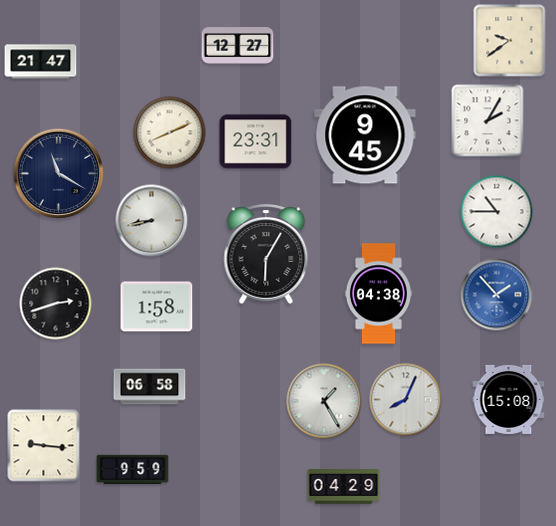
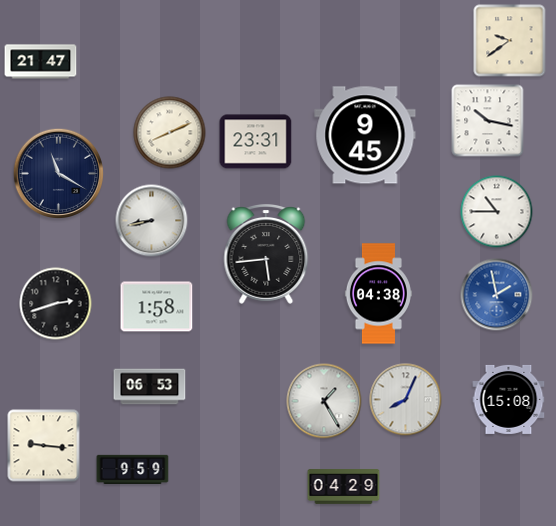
clock at (238, 46): 12:27 -> none
clock at (488, 121): 2:05 -> 10:17
clock at (266, 254): 6:05 -> 5:44
clock at (497, 295): 1:53 -> 1:58
clock at (150, 387): 06:58 -> 06:53
